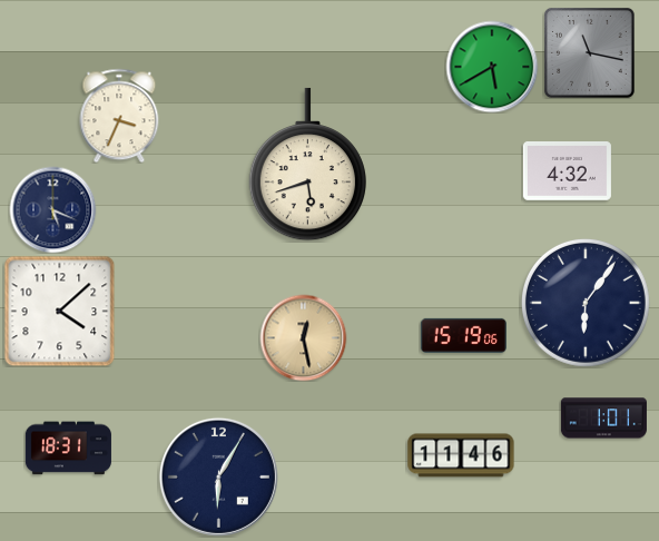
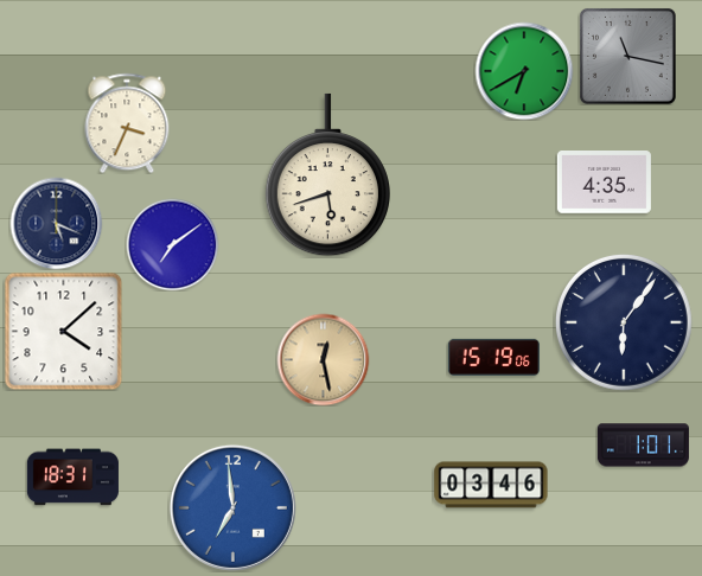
clock at (492, 67): 5:40 -> 6:40
clock at (567, 171): 4:32 -> 4:35
clock at (172, 244): none -> 7:09
clock at (461, 455): 11:46 -> 03:46
clock at (218, 476): 6:05 -> 6:59
clock at (218, 476) dial: navy -> blue
